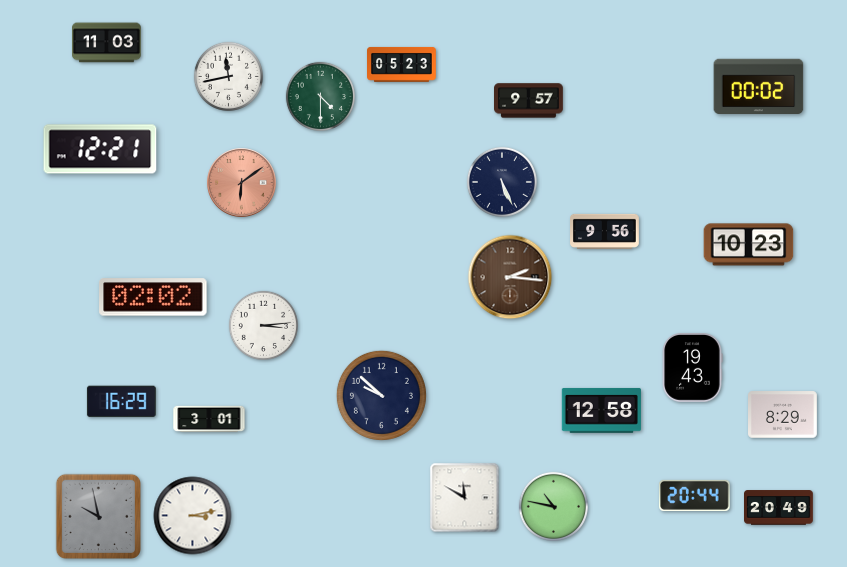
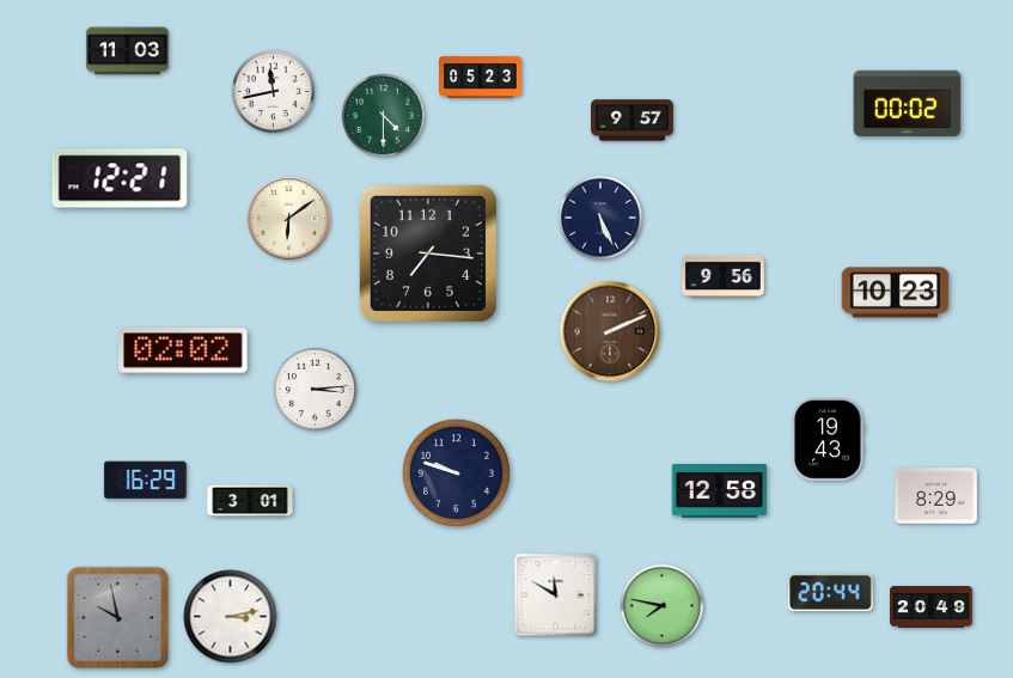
clock at (242, 183) dial: salmon -> cream
clock at (428, 254): none -> 7:16
clock at (510, 277): 2:16 -> 2:11
clock at (153, 297) position: (153, 297) -> (183, 350)
clock at (381, 395): 9:52 -> 9:48
clock at (553, 506): 10:47 -> 7:47
